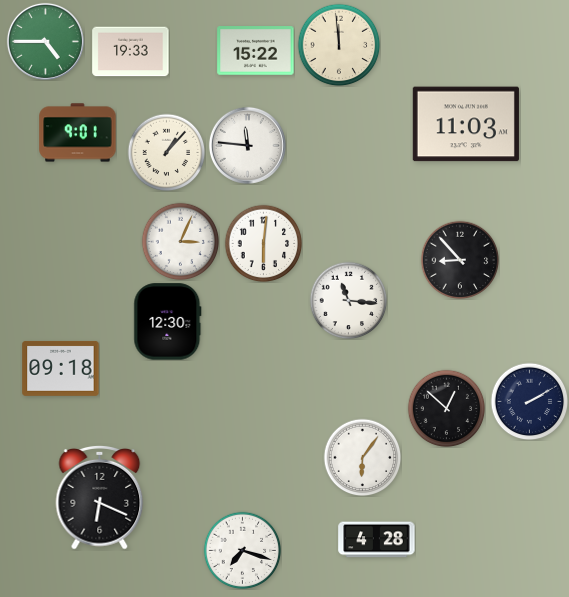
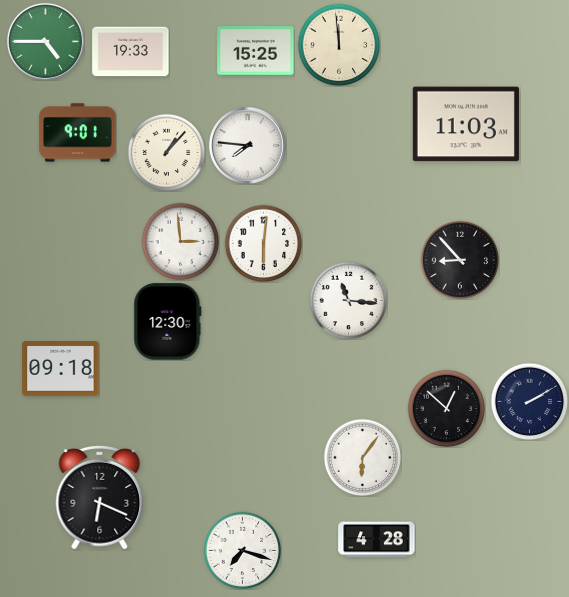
clock at (256, 51): 15:22 -> 15:25
clock at (247, 145): 11:46 -> 7:46
clock at (180, 241): 3:04 -> 2:59
